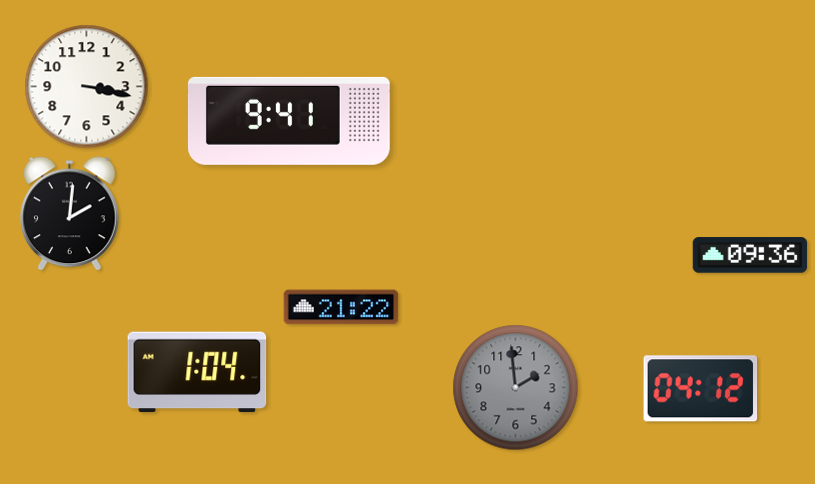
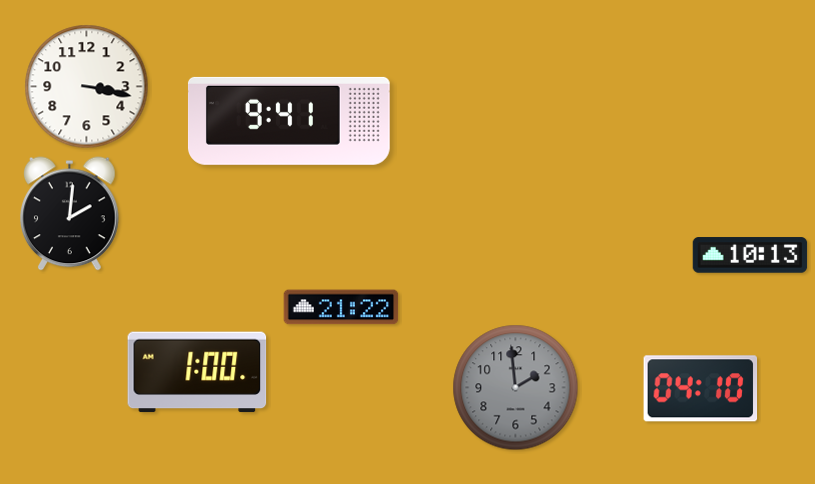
clock at (750, 255): 09:36 -> 10:13
clock at (197, 372): 1:04 -> 1:00
clock at (701, 389): 04:12 -> 04:10
